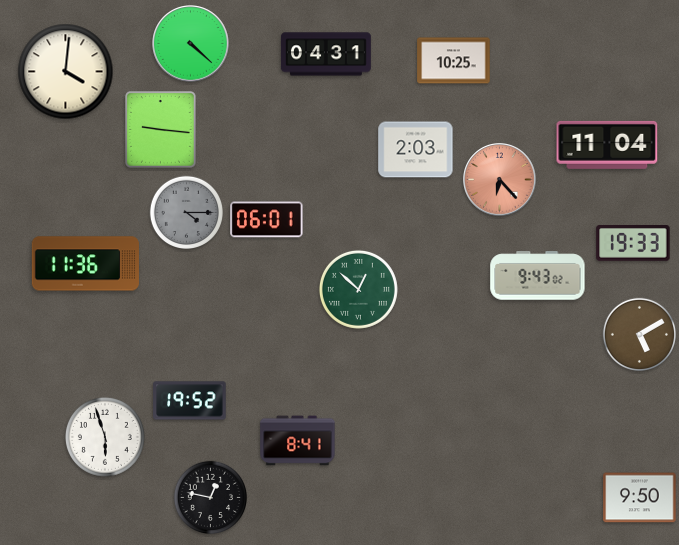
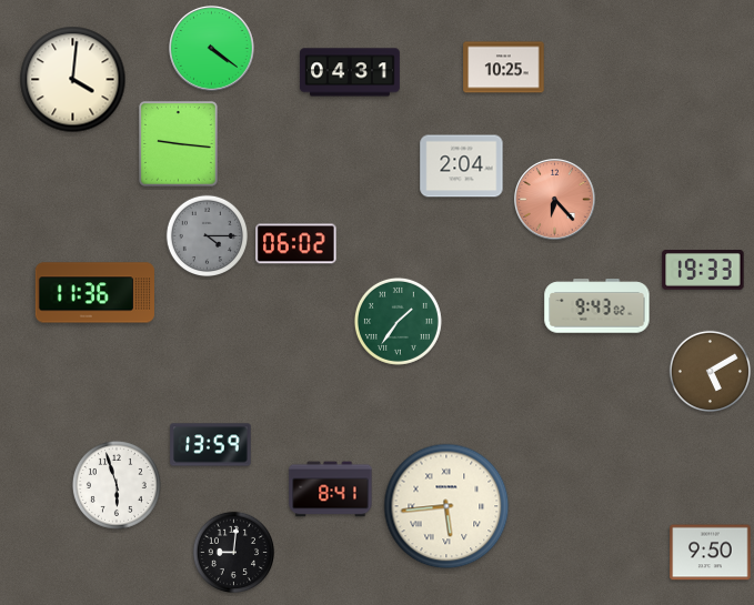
clock at (191, 44): 4:22 -> 4:21
clock at (326, 54) position: (326, 54) -> (350, 72)
clock at (607, 145): 11:04 -> none
clock at (416, 150): 2:03 -> 2:04
clock at (267, 220): 06:01 -> 06:02
clock at (358, 289): 12:52 -> 1:36
clock at (190, 401): 19:52 -> 13:59
clock at (446, 506): none -> 5:44
clock at (210, 497): 12:47 -> 9:01
